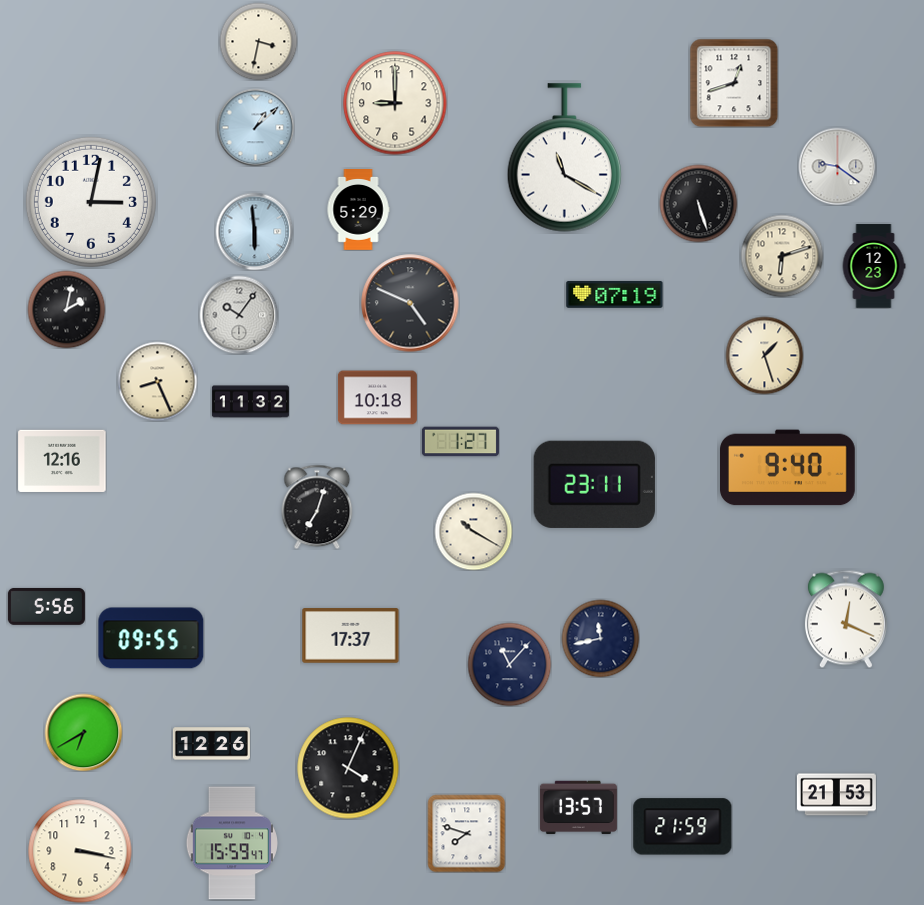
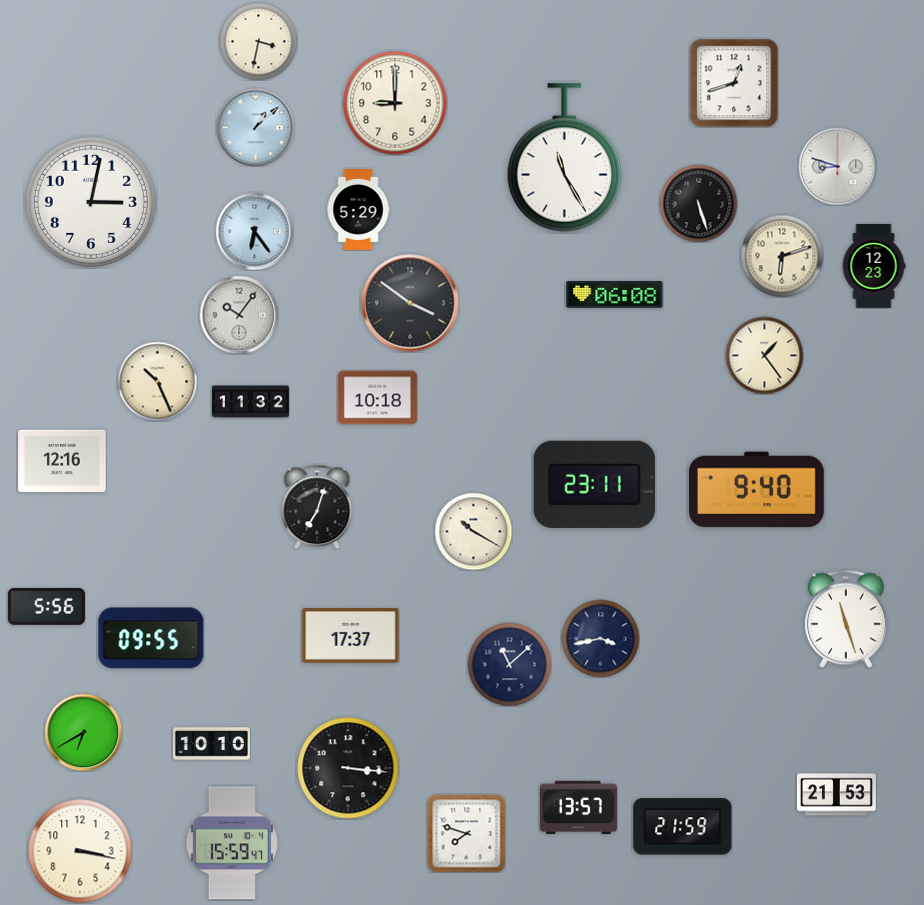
clock at (565, 158): 11:20 -> 11:25
clock at (837, 166): 9:21 -> 8:48
clock at (254, 231): 5:59 -> 6:24
clock at (615, 295): 07:19 -> 06:08
clock at (410, 303): 4:49 -> 3:51
clock at (66, 309): 2:02 -> none
clock at (764, 355): 1:27 -> 1:24
clock at (157, 381): 8:26 -> 10:26
clock at (460, 442): 1:27 -> none
clock at (788, 468) position: (788, 468) -> (757, 490)
clock at (846, 619): 12:19 -> 11:27
clock at (600, 638): 11:43 -> 3:43
clock at (509, 664): 11:07 -> 11:08
clock at (211, 744): 12:26 -> 10:10
clock at (348, 768): 4:04 -> 3:16
